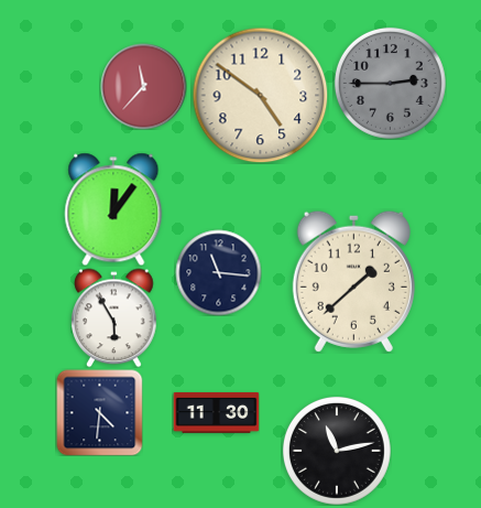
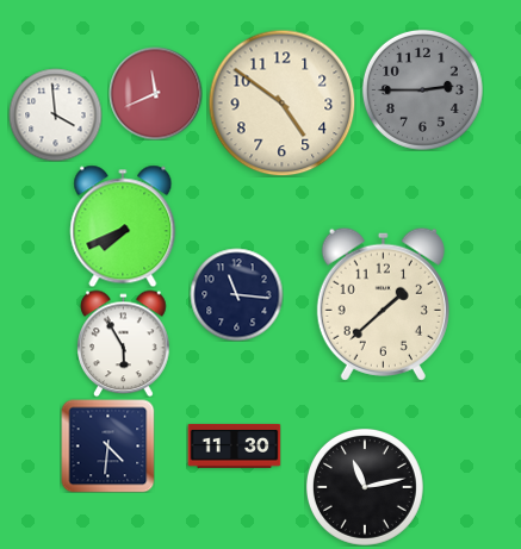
clock at (143, 86): 11:37 -> 11:41
clock at (55, 114): none -> 3:59
clock at (113, 209): 12:06 -> 7:41
